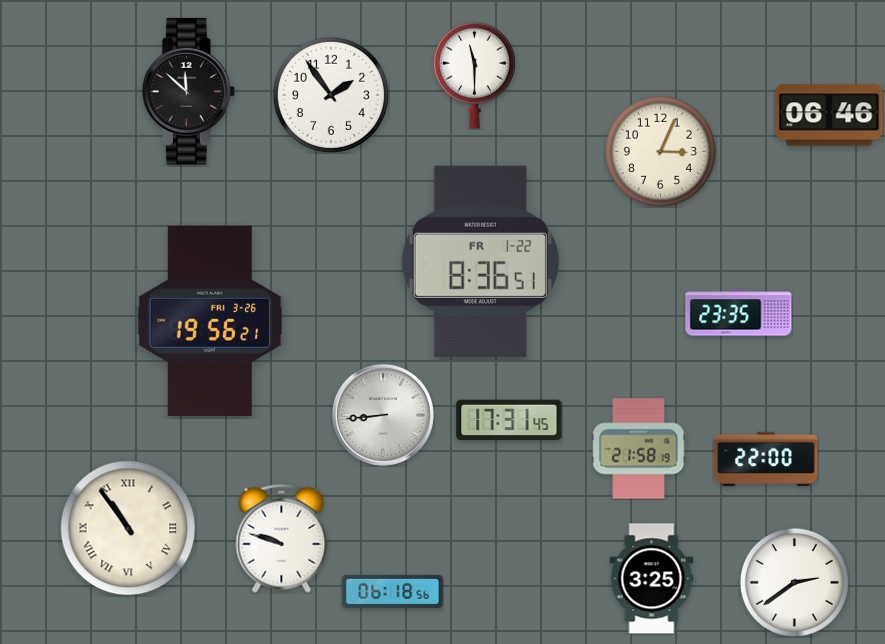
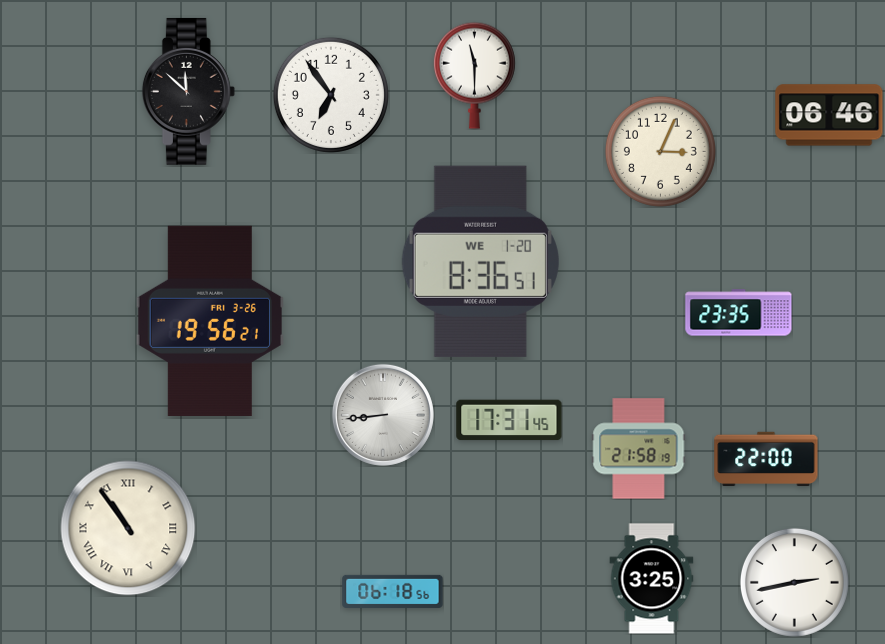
clock at (331, 95): 1:54 -> 6:54
clock at (480, 261) date: FR 1-22 -> WE 1-20
clock at (282, 538): 9:48 -> none
clock at (794, 582): 2:39 -> 2:43
